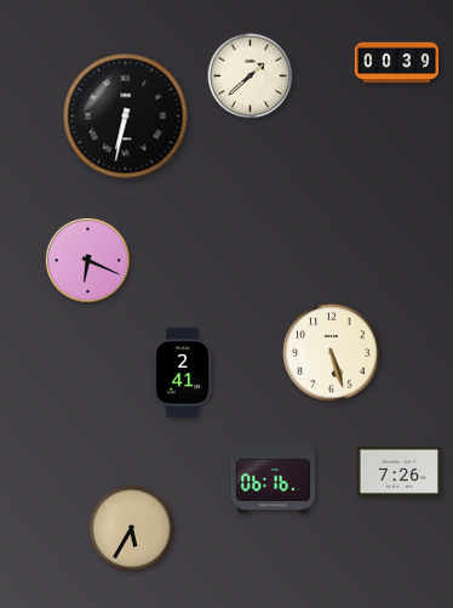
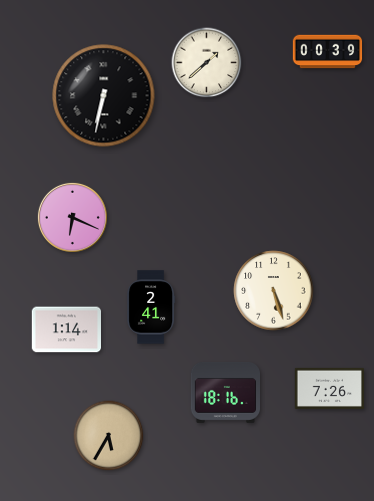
clock at (87, 260) position: (87, 260) -> (72, 217)
clock at (66, 330): none -> 1:14
clock at (274, 476): 06:16 -> 18:16
